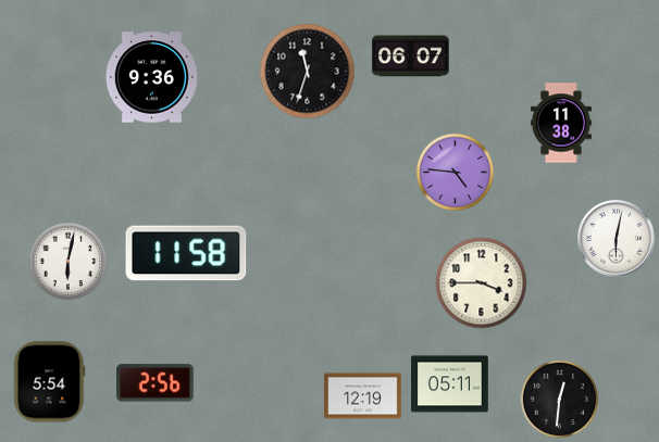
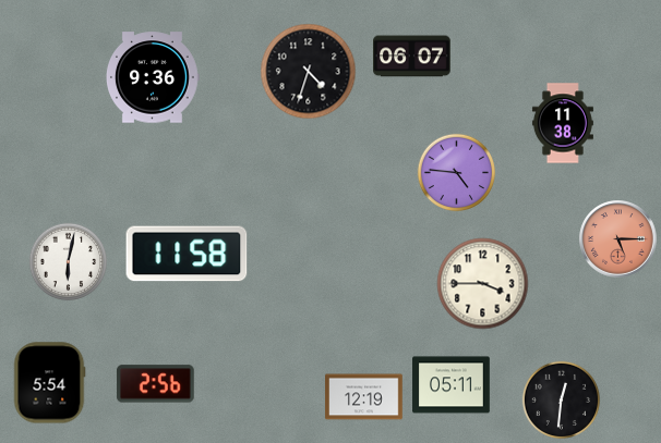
clock at (308, 72): 11:33 -> 4:33
clock at (617, 239): 6:02 -> 5:15
clock at (617, 239) dial: white -> salmon
